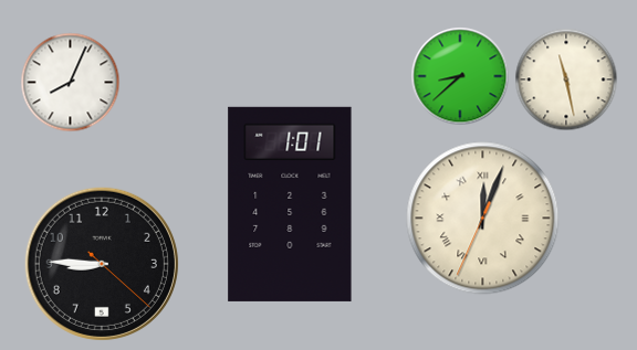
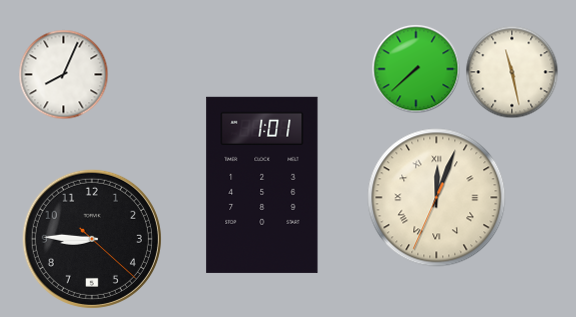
clock at (460, 76): 8:38 -> 7:38
